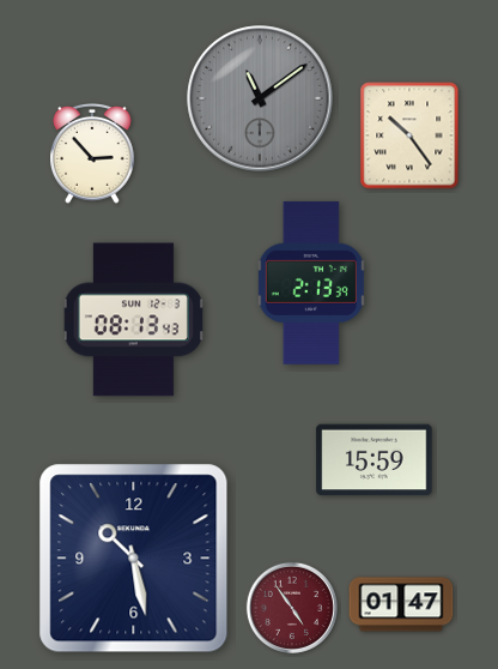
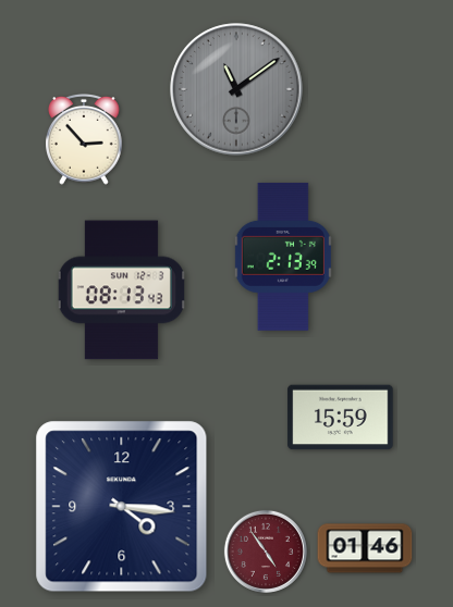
clock at (409, 135): 10:24 -> none
clock at (134, 559): 10:28 -> 4:16
clock at (401, 604): 01:47 -> 01:46
